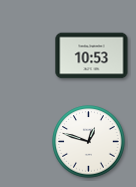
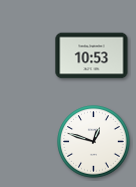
clock at (89, 142) position: (89, 142) -> (94, 142)
